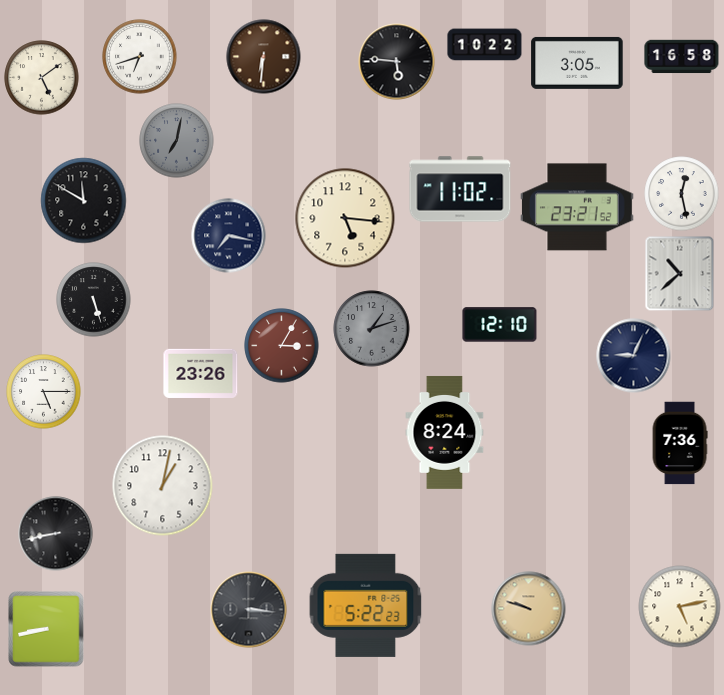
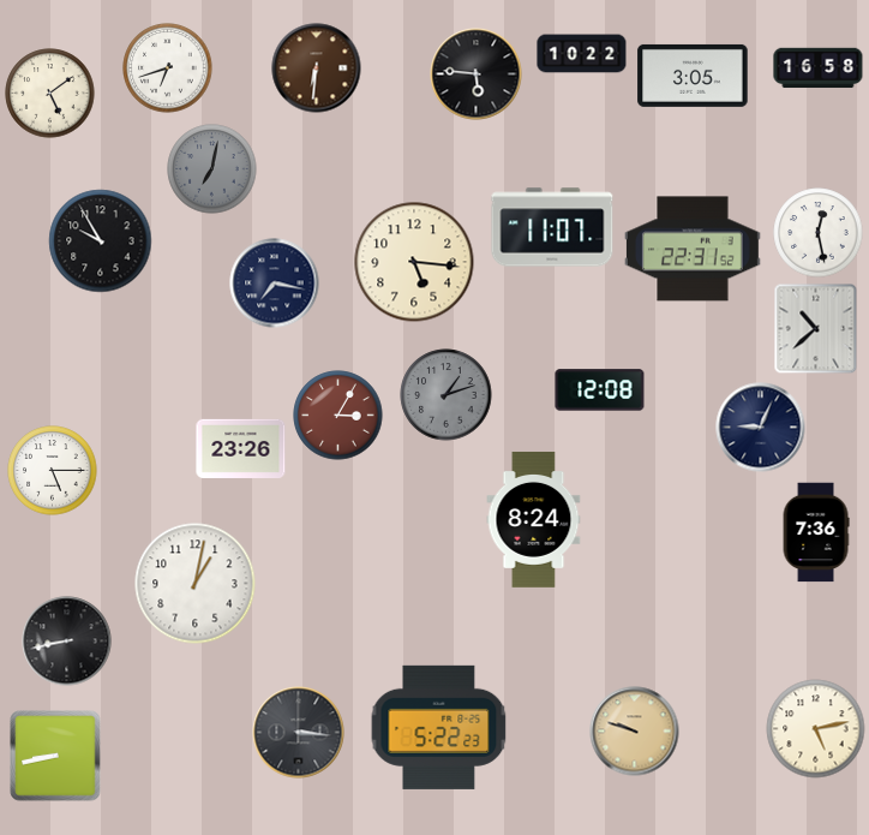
clock at (460, 189): 11:02 -> 11:07
clock at (84, 201): 11:50 -> 9:55
clock at (577, 207): 23:21 -> 22:31
clock at (94, 300): 5:27 -> none
clock at (500, 325): 12:10 -> 12:08
